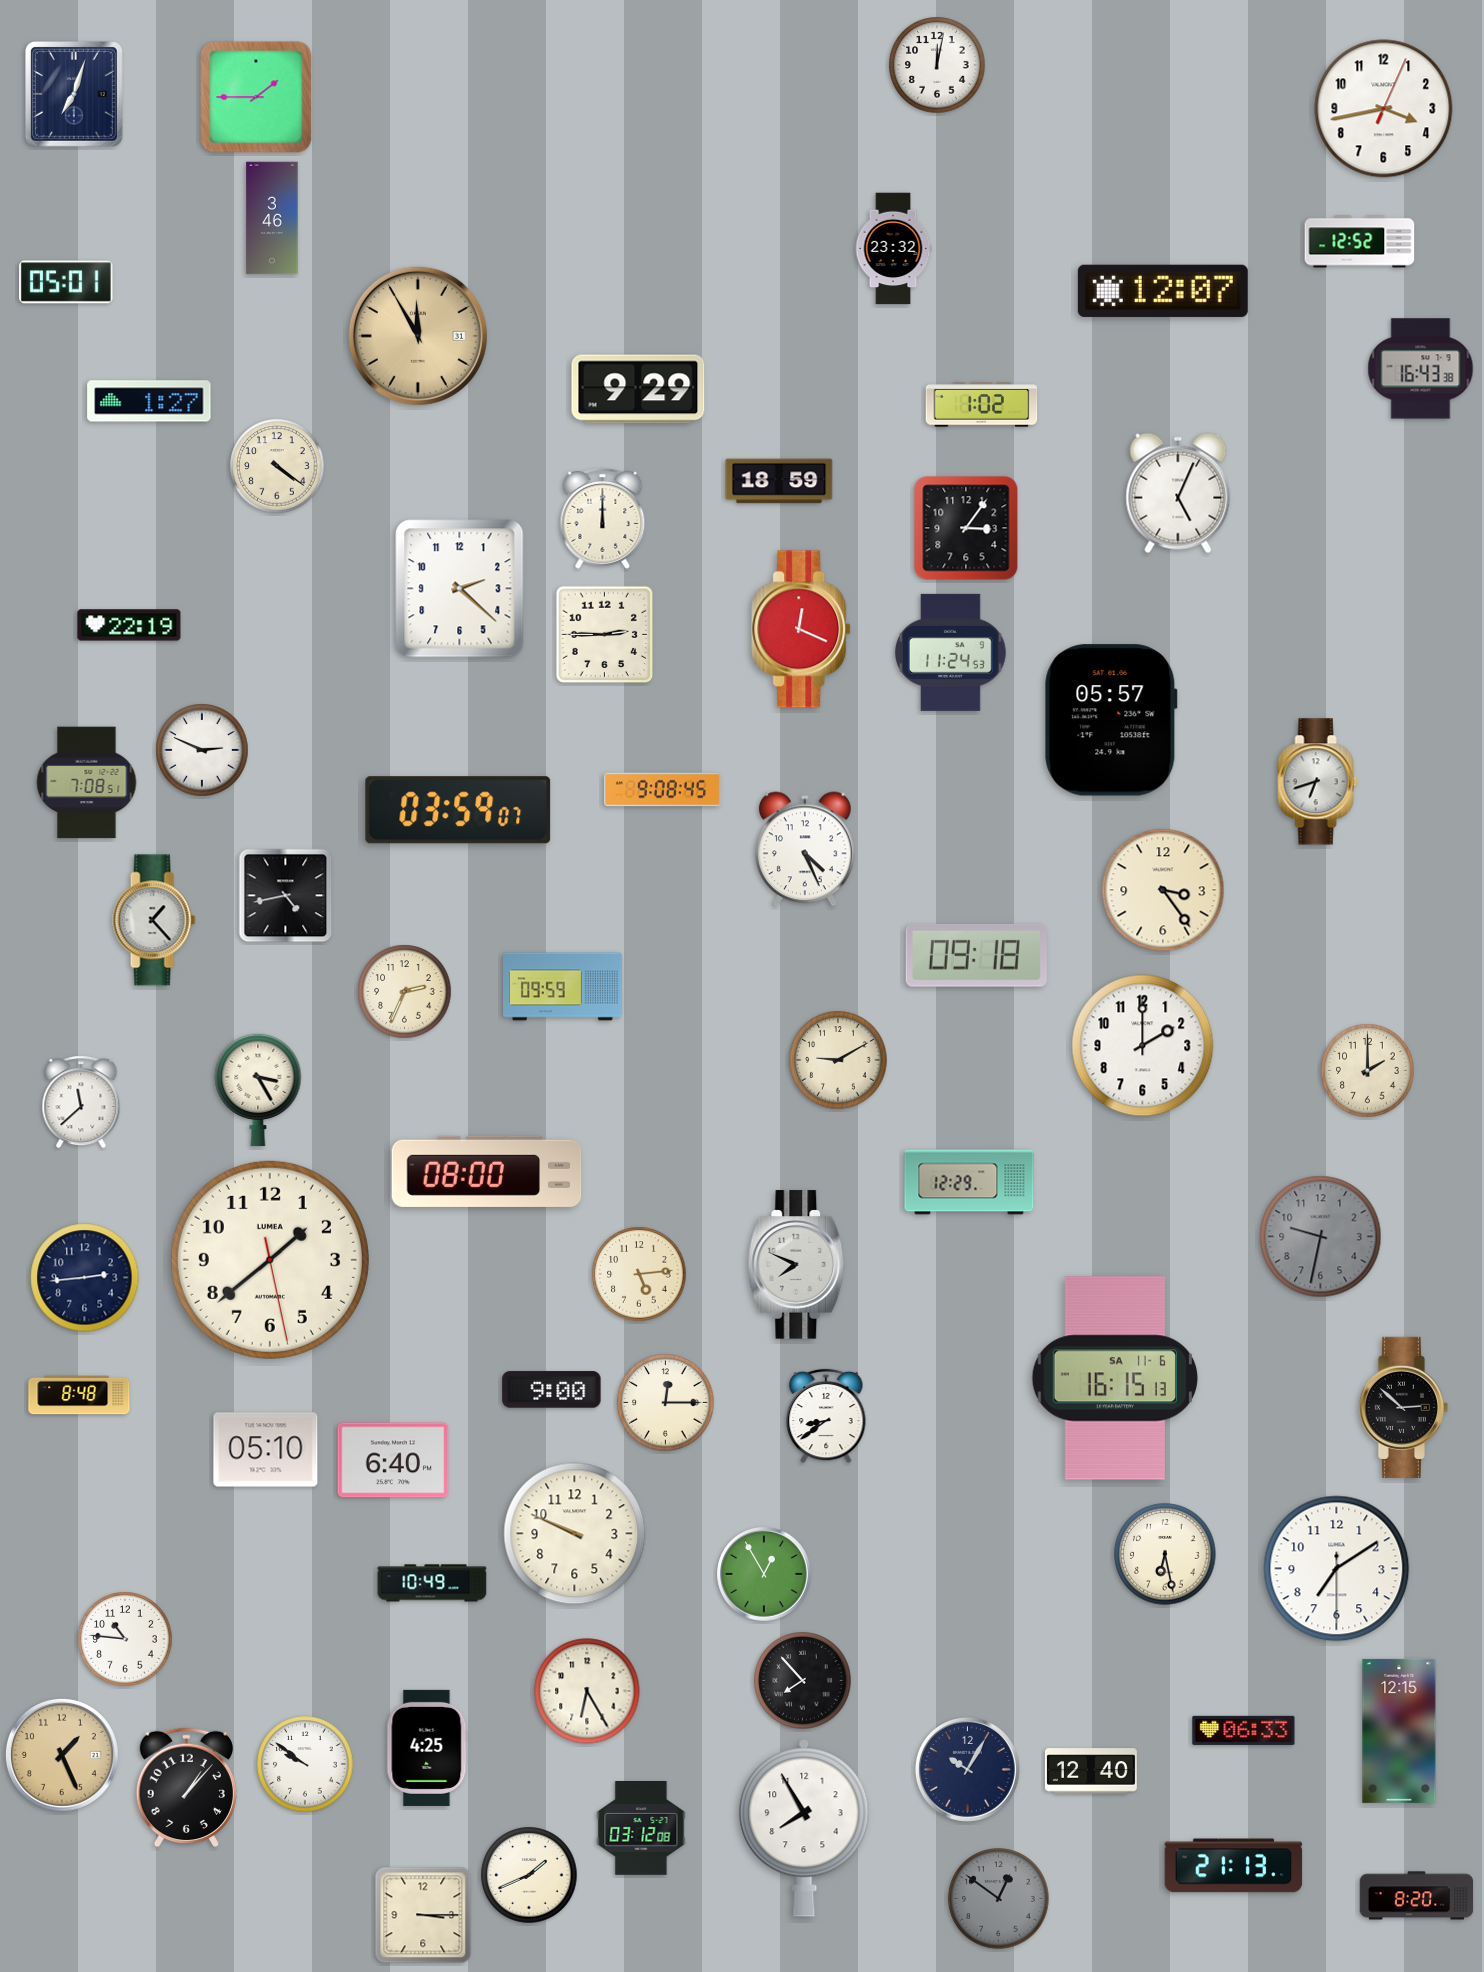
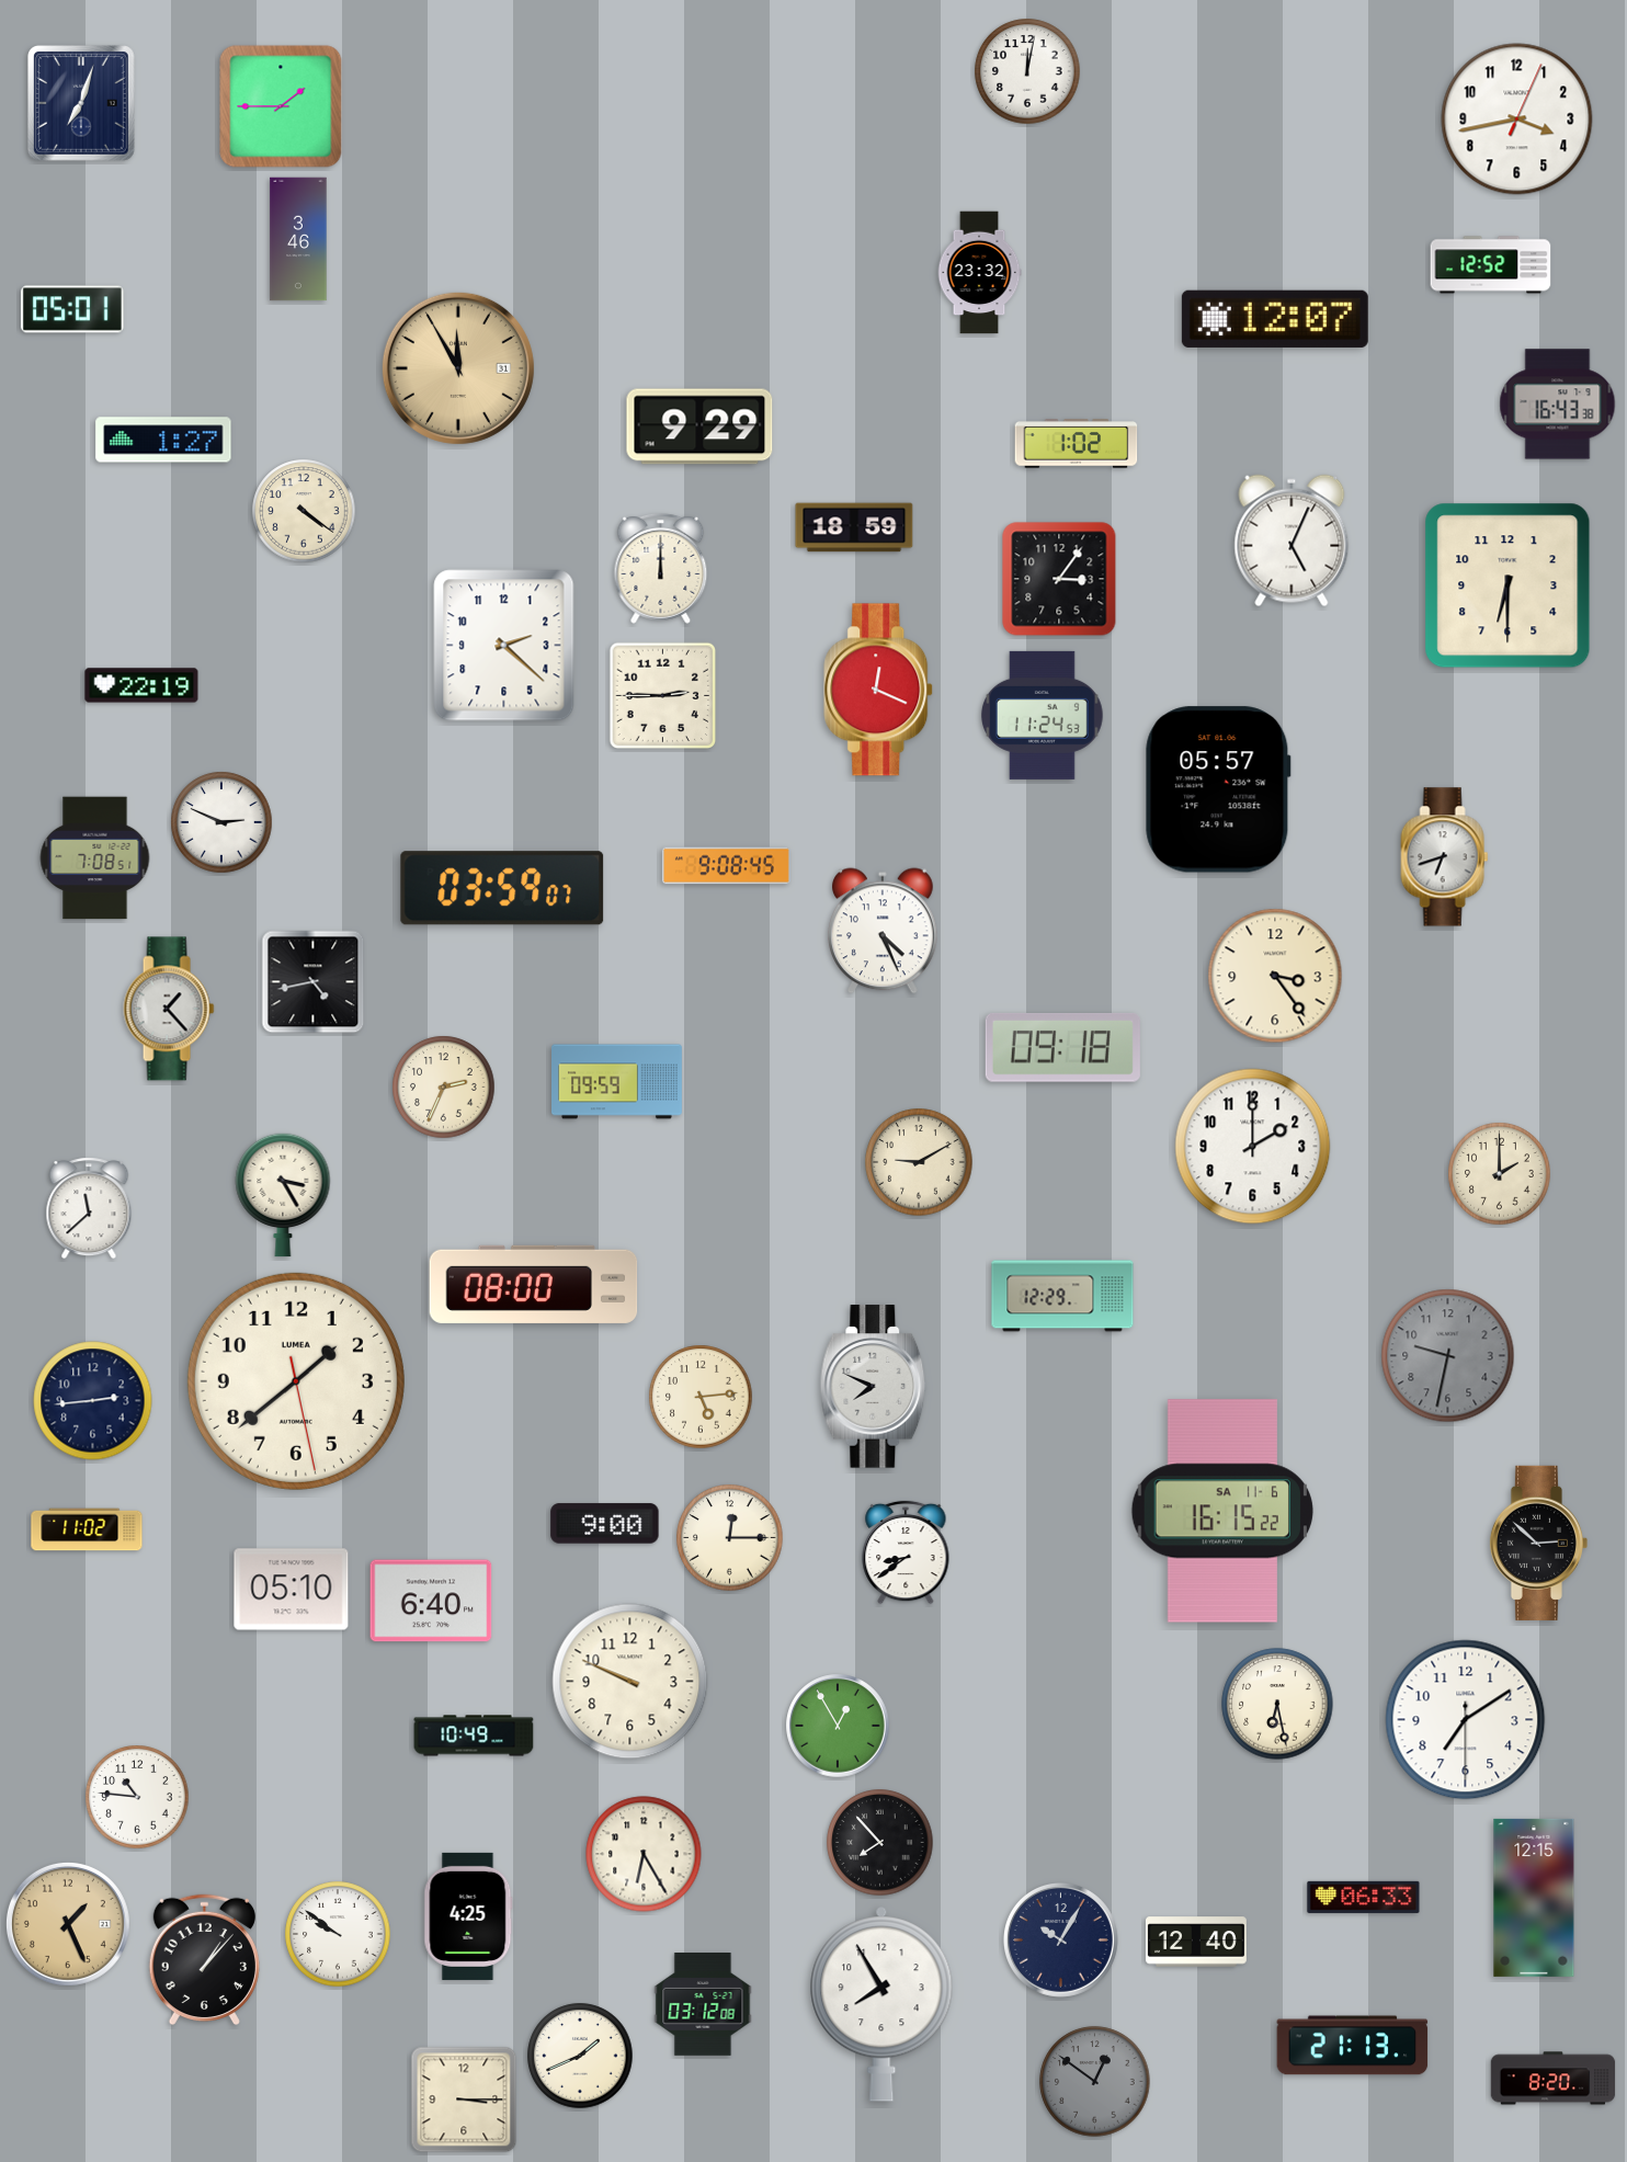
clock at (1507, 585): none -> 6:30
clock at (976, 955) position: (976, 955) -> (1062, 1047)
clock at (1115, 1378): 16:15:13 -> 16:15:22
clock at (79, 1395): 8:48 -> 11:02
clock at (305, 1764) position: (305, 1764) -> (338, 1934)
